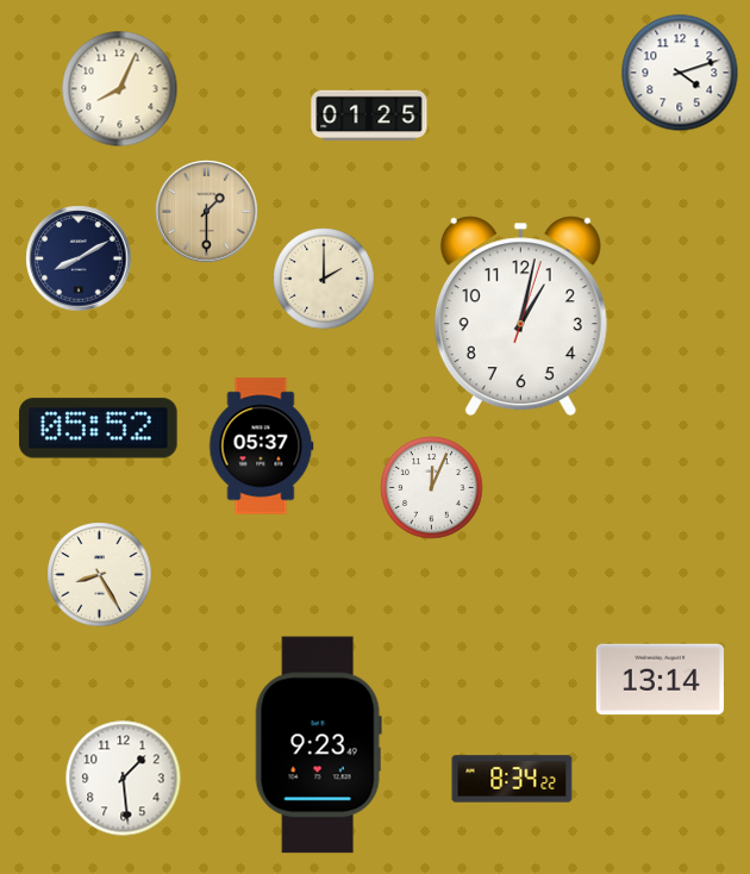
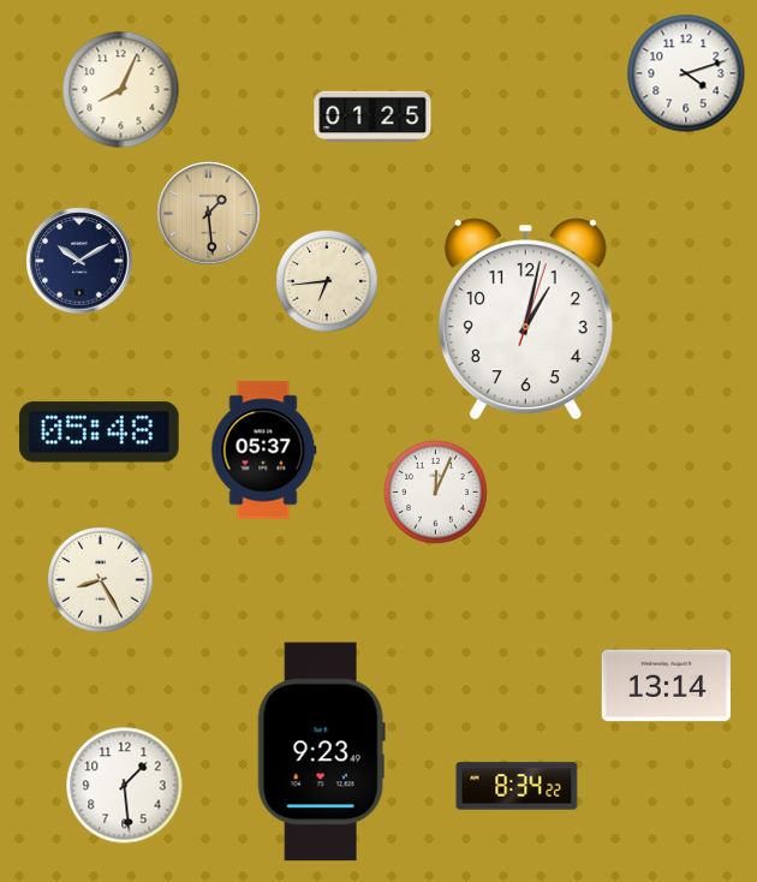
clock at (207, 212): 1:30 -> 1:29
clock at (79, 258): 8:10 -> 10:10
clock at (324, 279): 2:00 -> 6:44
clock at (99, 429): 05:52 -> 05:48
